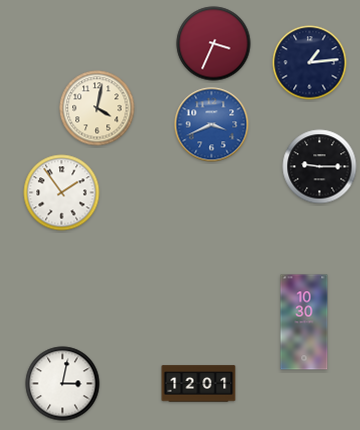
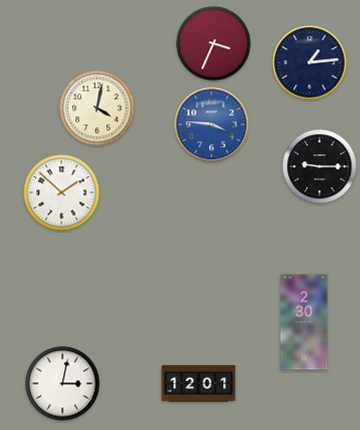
clock at (212, 125): 3:41 -> 3:46
clock at (62, 193): 1:54 -> 1:52
clock at (304, 322): 10:30 -> 2:30
